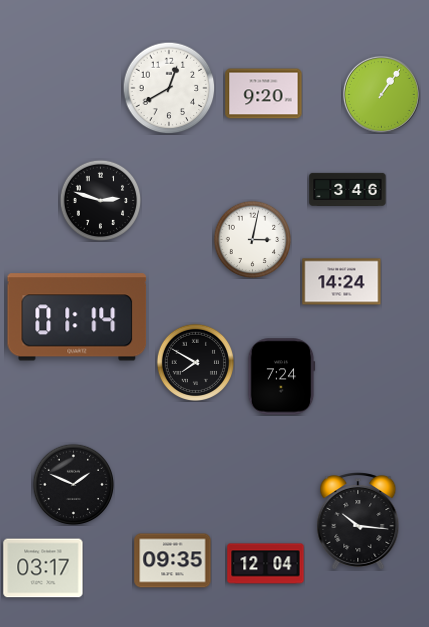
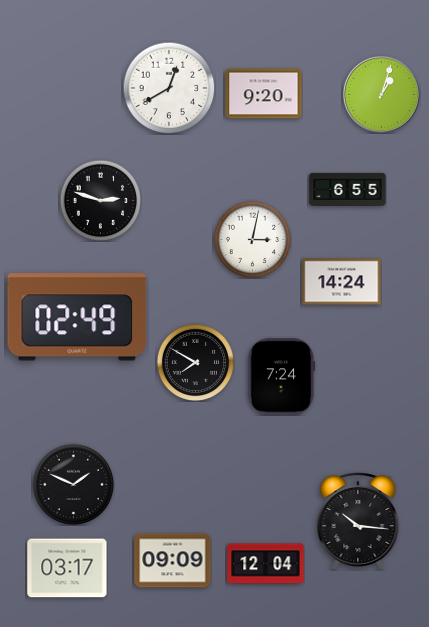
clock at (381, 94): 1:06 -> 1:03
clock at (348, 189): 3:46 -> 6:55
clock at (77, 317): 01:14 -> 02:49
clock at (173, 561): 09:35 -> 09:09
clock at (43, 568) position: (43, 568) -> (67, 568)
